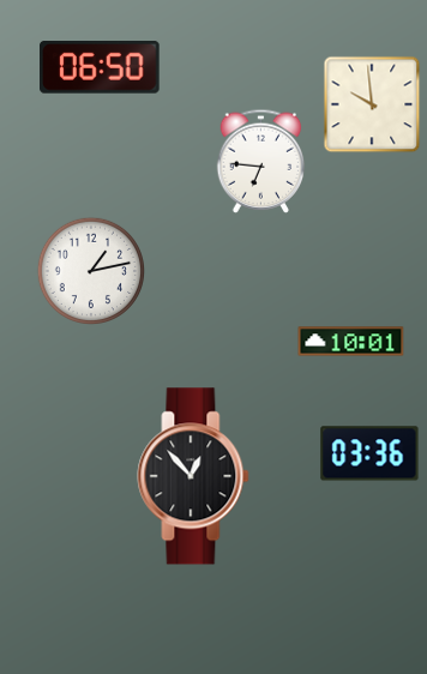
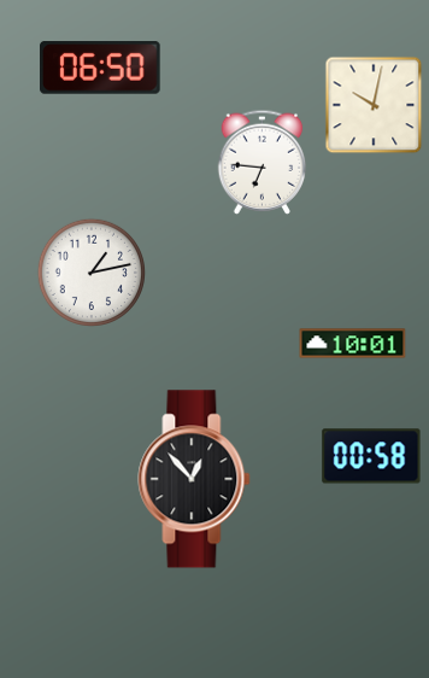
clock at (372, 104): 9:59 -> 10:02
clock at (369, 453): 03:36 -> 00:58
